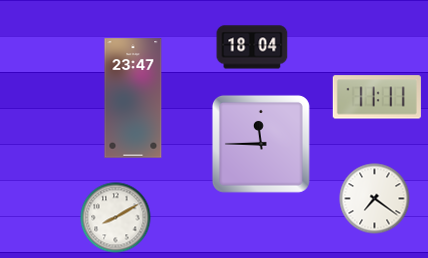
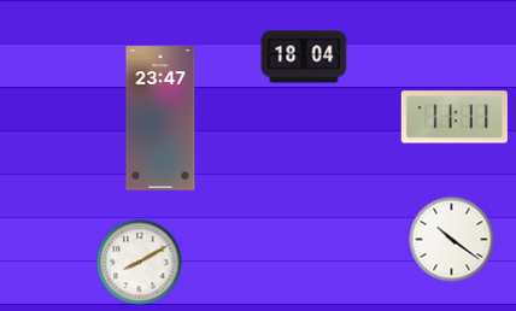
clock at (261, 144): 11:45 -> none
clock at (375, 199): 7:21 -> 10:21
